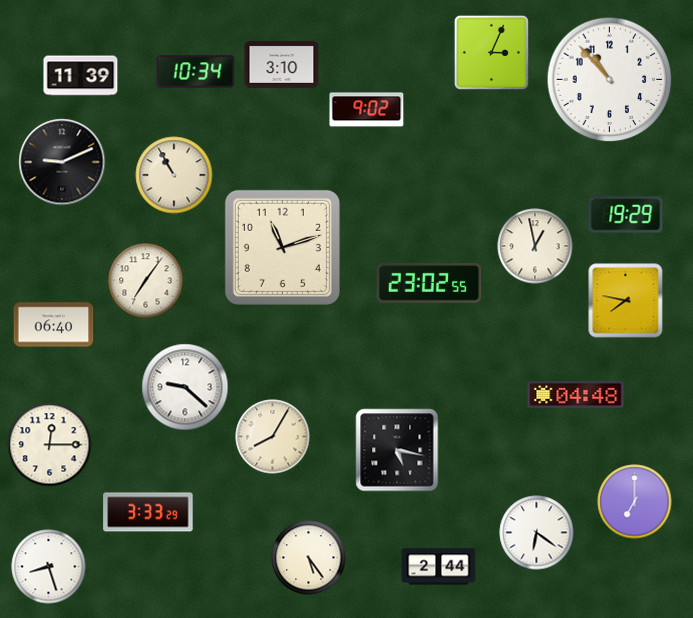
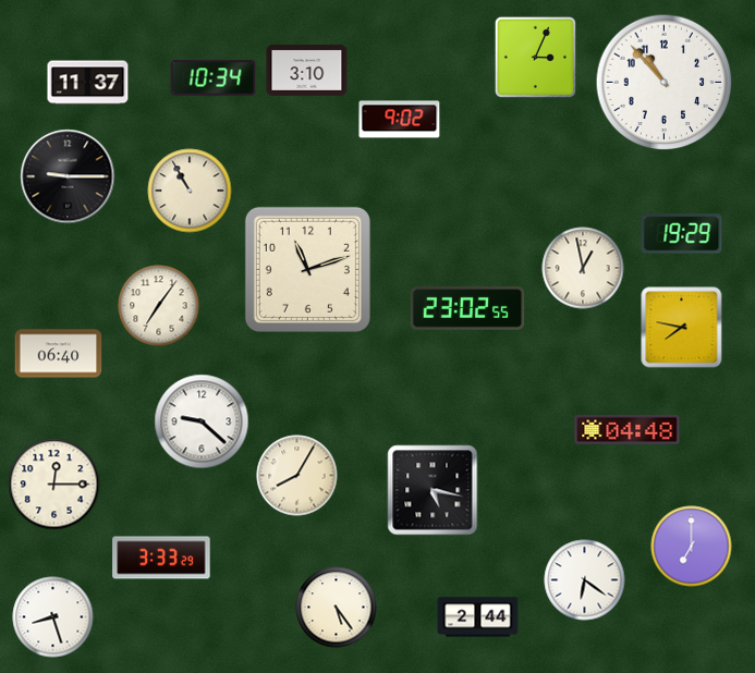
clock at (81, 76): 11:39 -> 11:37
clock at (610, 80) position: (610, 80) -> (665, 83)
clock at (62, 162): 9:11 -> 9:15
